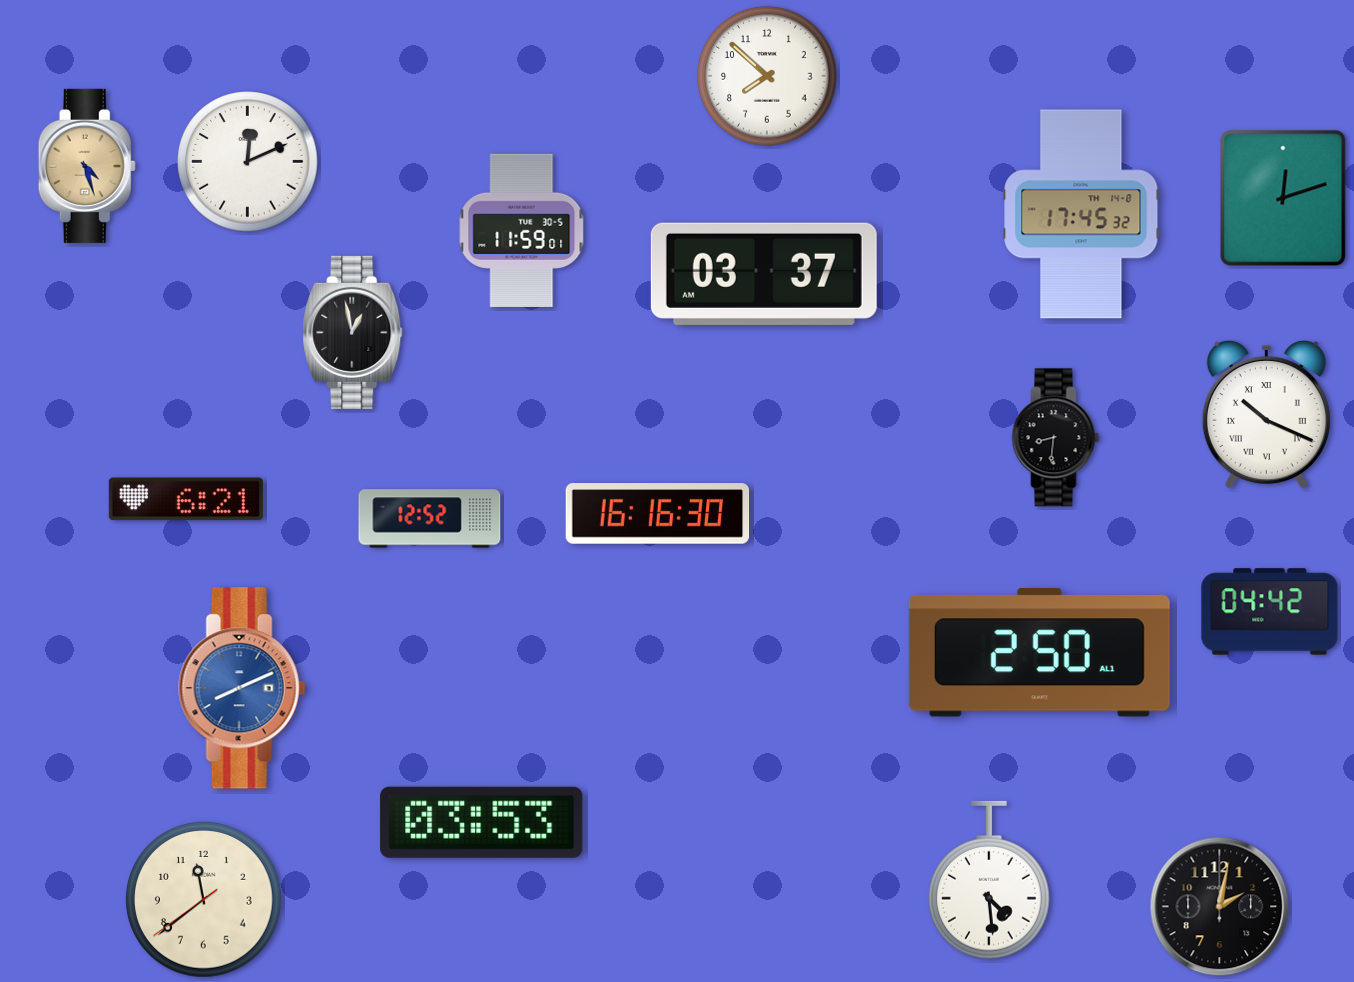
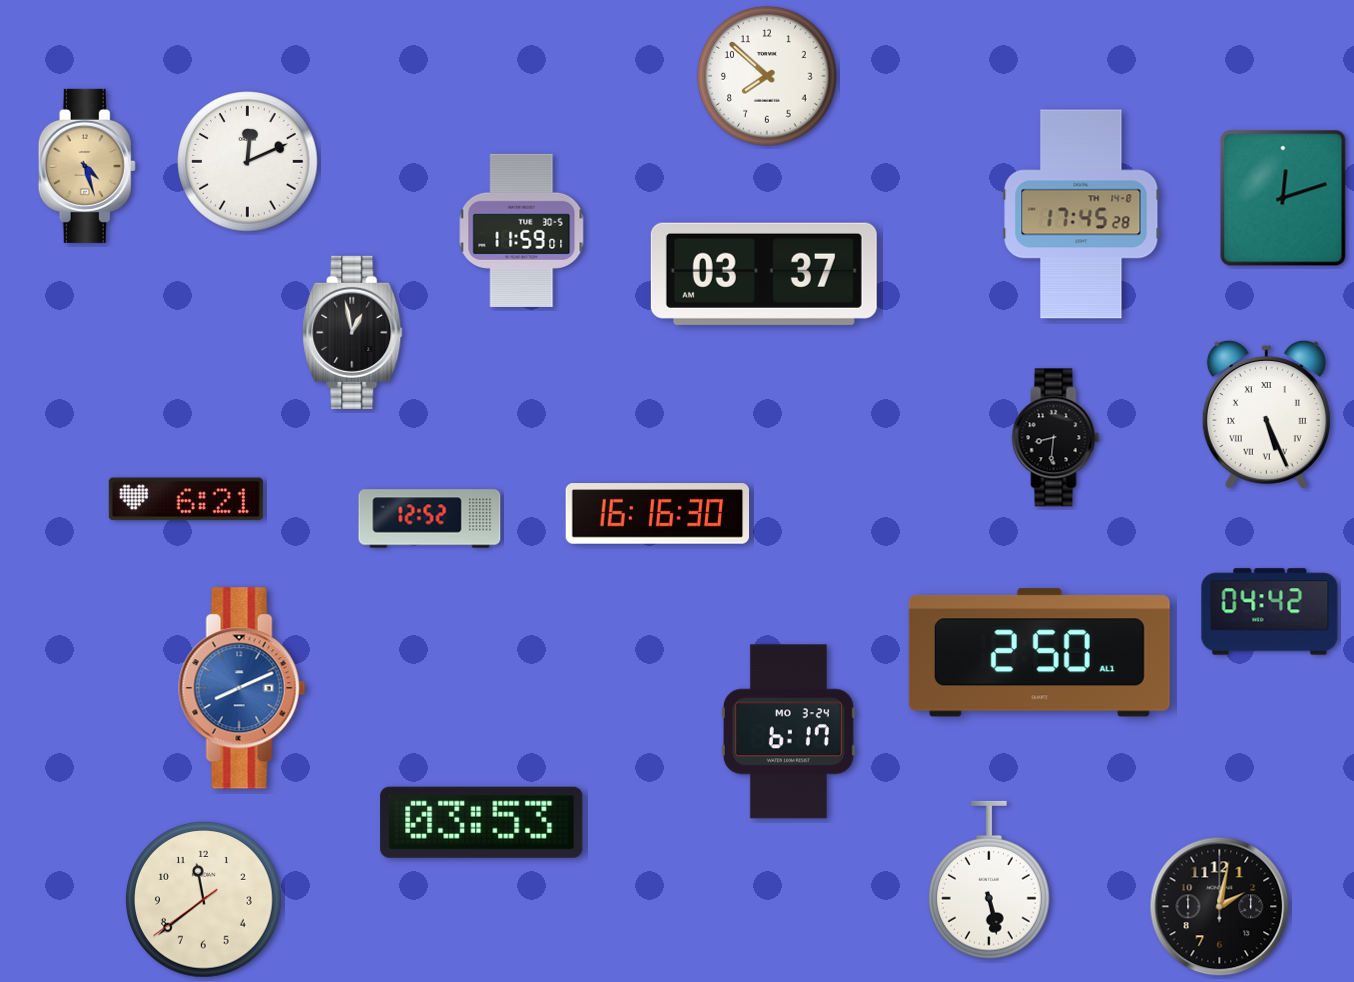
clock at (1081, 214): 17:45:32 -> 17:45:28
clock at (1266, 414): 10:19 -> 5:26
clock at (788, 732): none -> 6:17
clock at (989, 880): 4:29 -> 5:28
